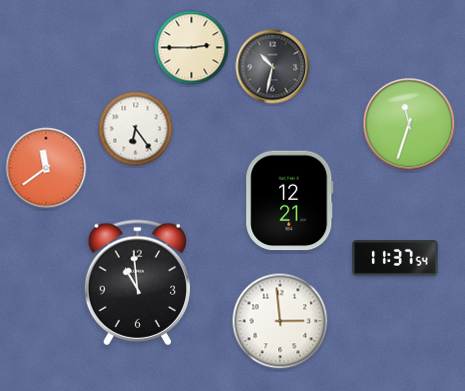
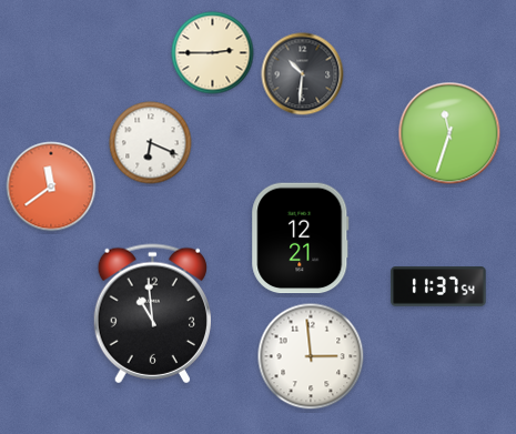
clock at (273, 67): 10:32 -> 10:31
clock at (409, 124) position: (409, 124) -> (449, 133)
clock at (136, 129): 6:24 -> 6:19
clock at (290, 201) position: (290, 201) -> (301, 239)
